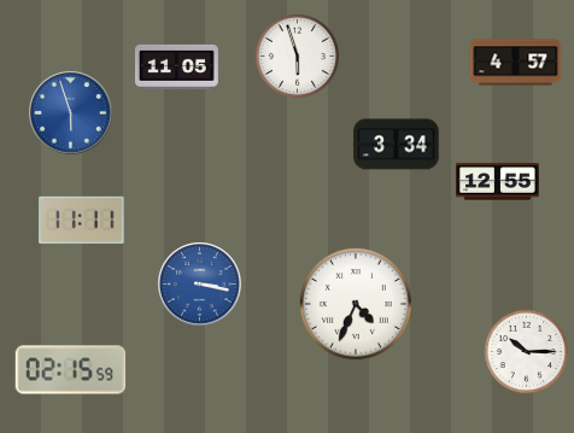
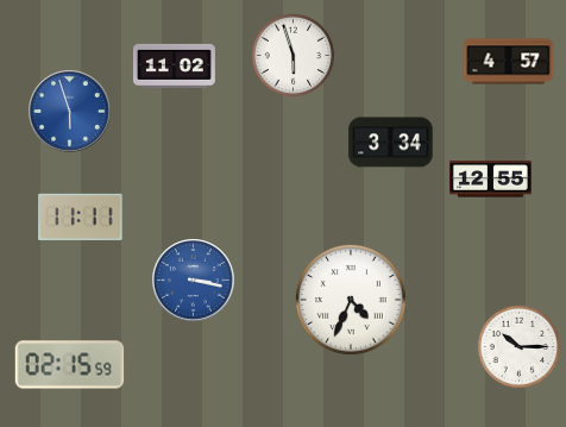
clock at (176, 66): 11:05 -> 11:02
clock at (200, 285) position: (200, 285) -> (194, 281)
